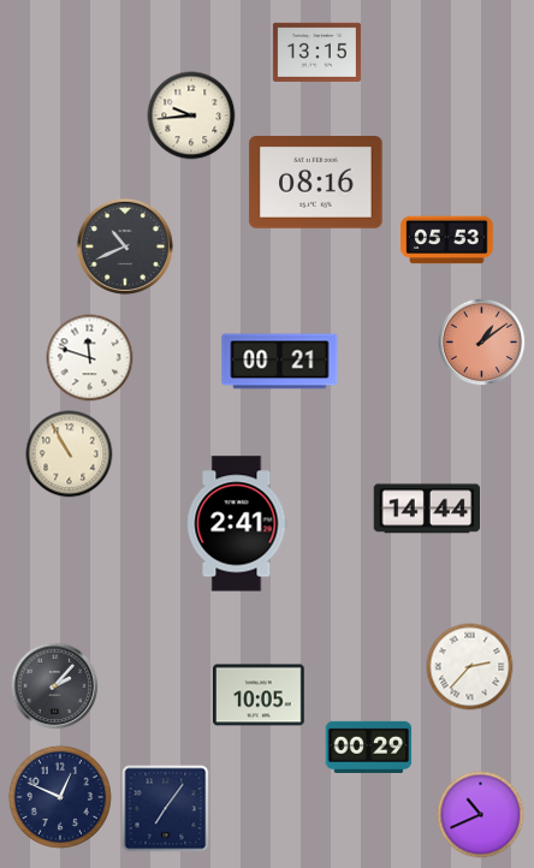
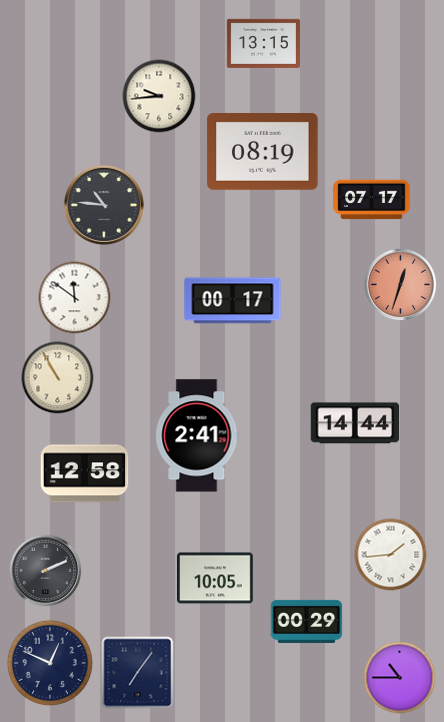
clock at (316, 183): 08:16 -> 08:19
clock at (447, 240): 05:53 -> 07:17
clock at (125, 246): 10:41 -> 10:46
clock at (482, 343): 1:09 -> 12:33
clock at (90, 358): 11:48 -> 11:51
clock at (280, 362): 00:21 -> 00:17
clock at (85, 474): none -> 12:58
clock at (470, 667): 2:37 -> 1:44
clock at (55, 686): 2:07 -> 2:11
clock at (481, 815): 10:41 -> 10:45
